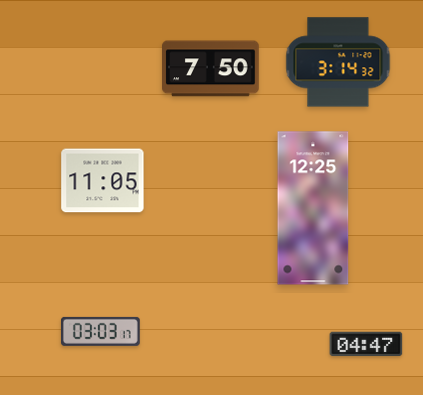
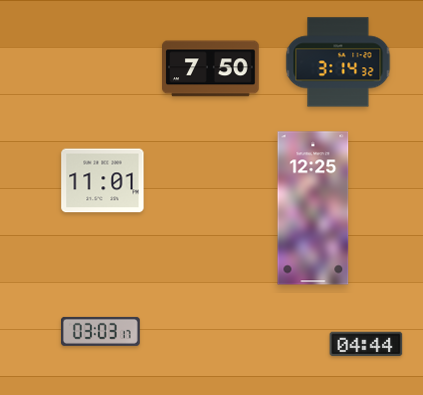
clock at (103, 181): 11:05 -> 11:01
clock at (366, 344): 04:47 -> 04:44
